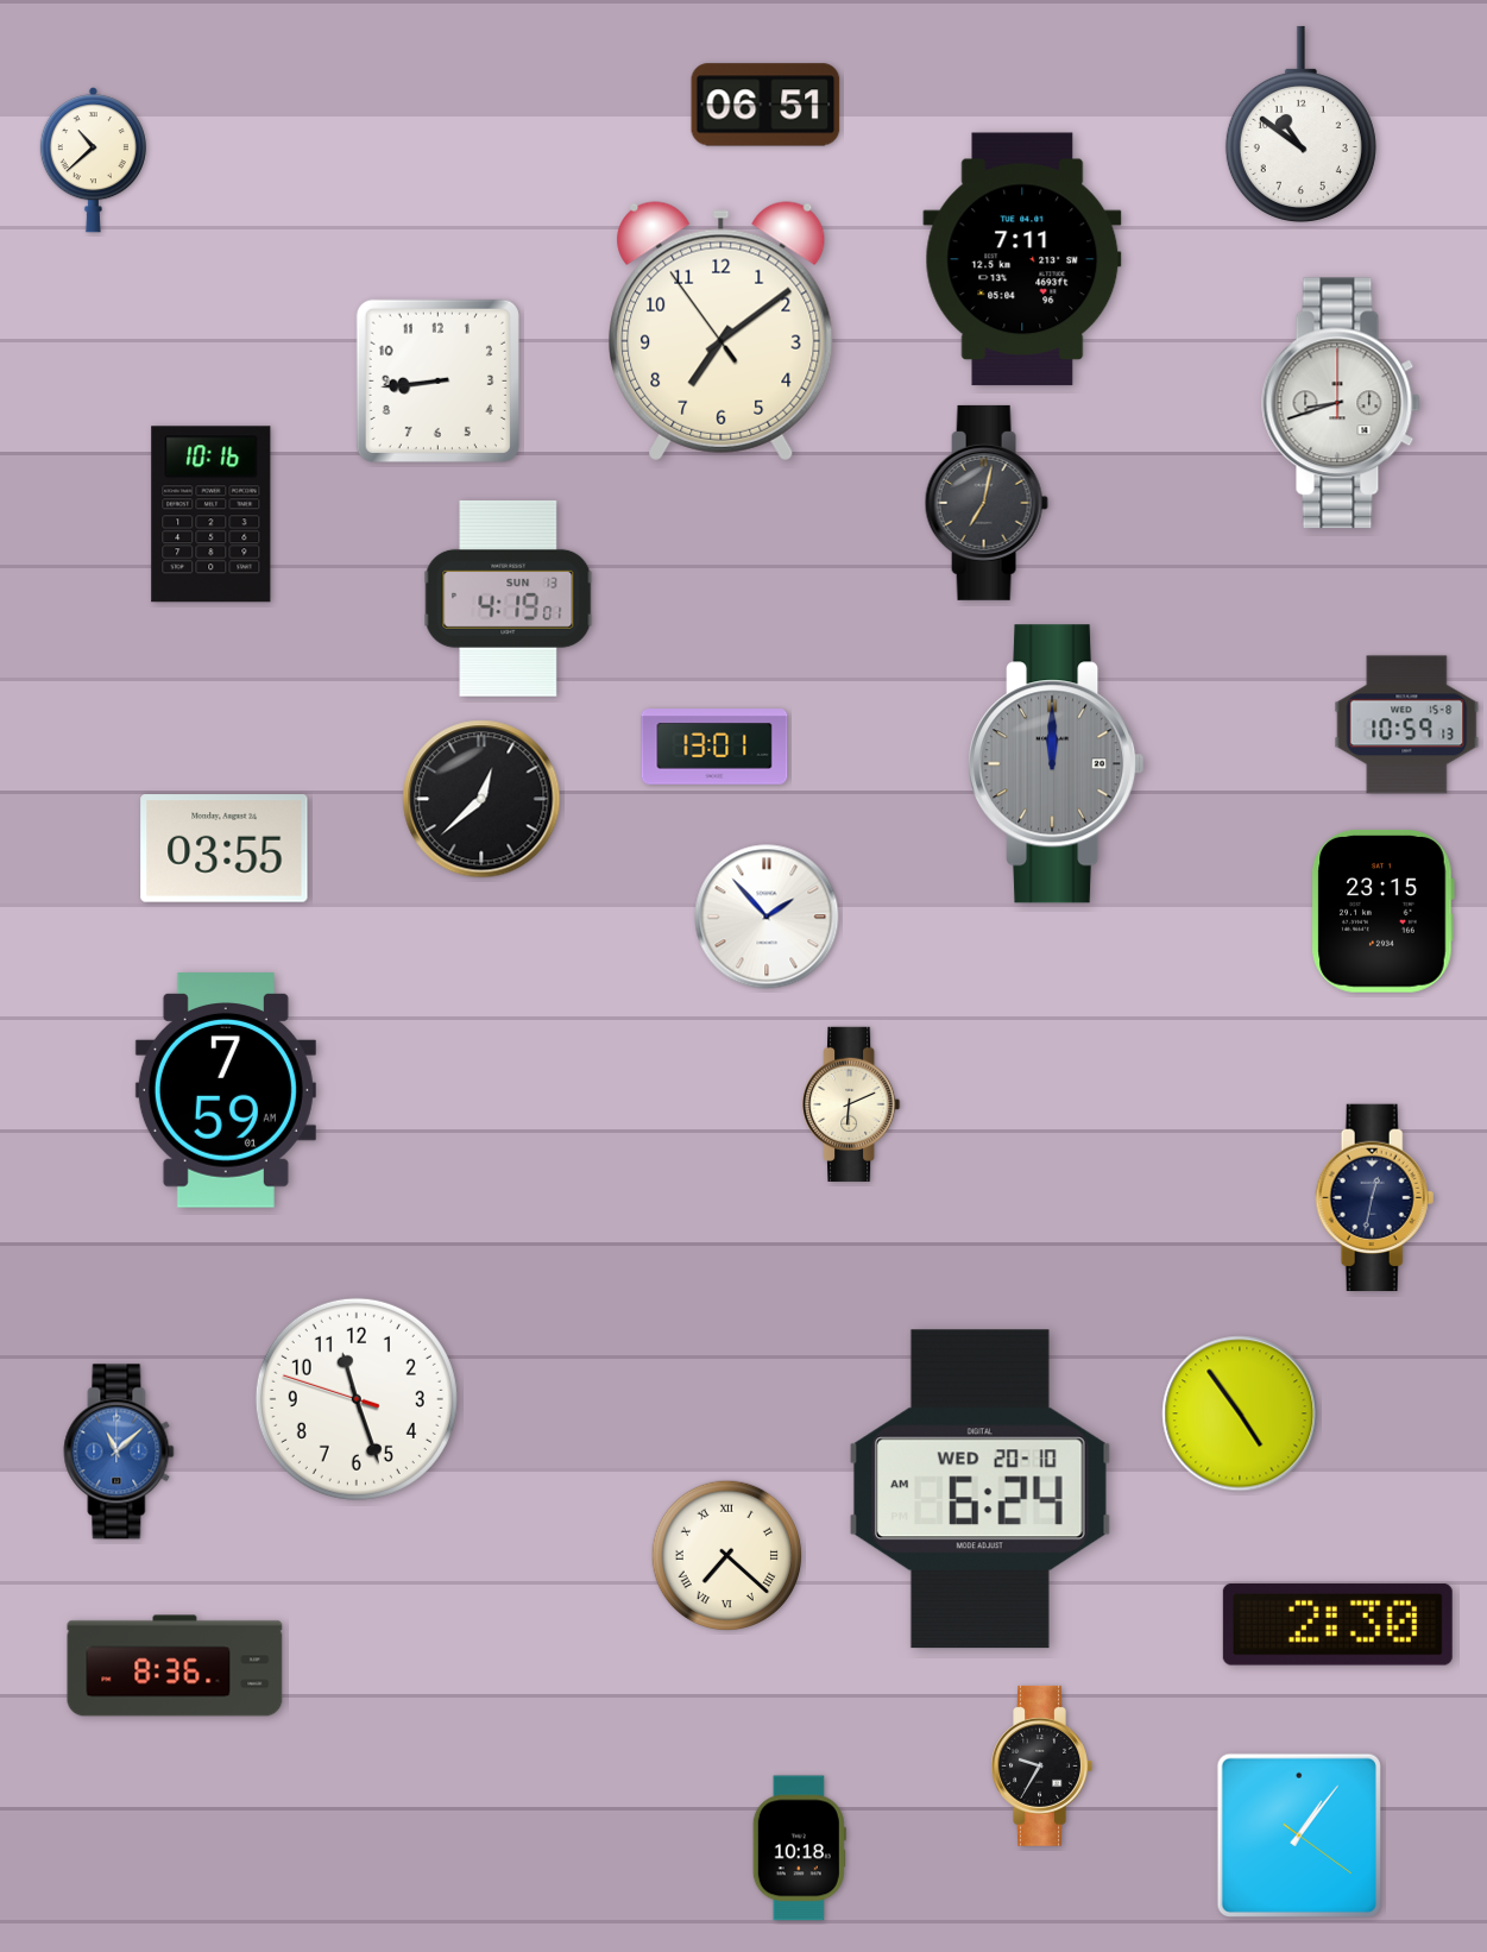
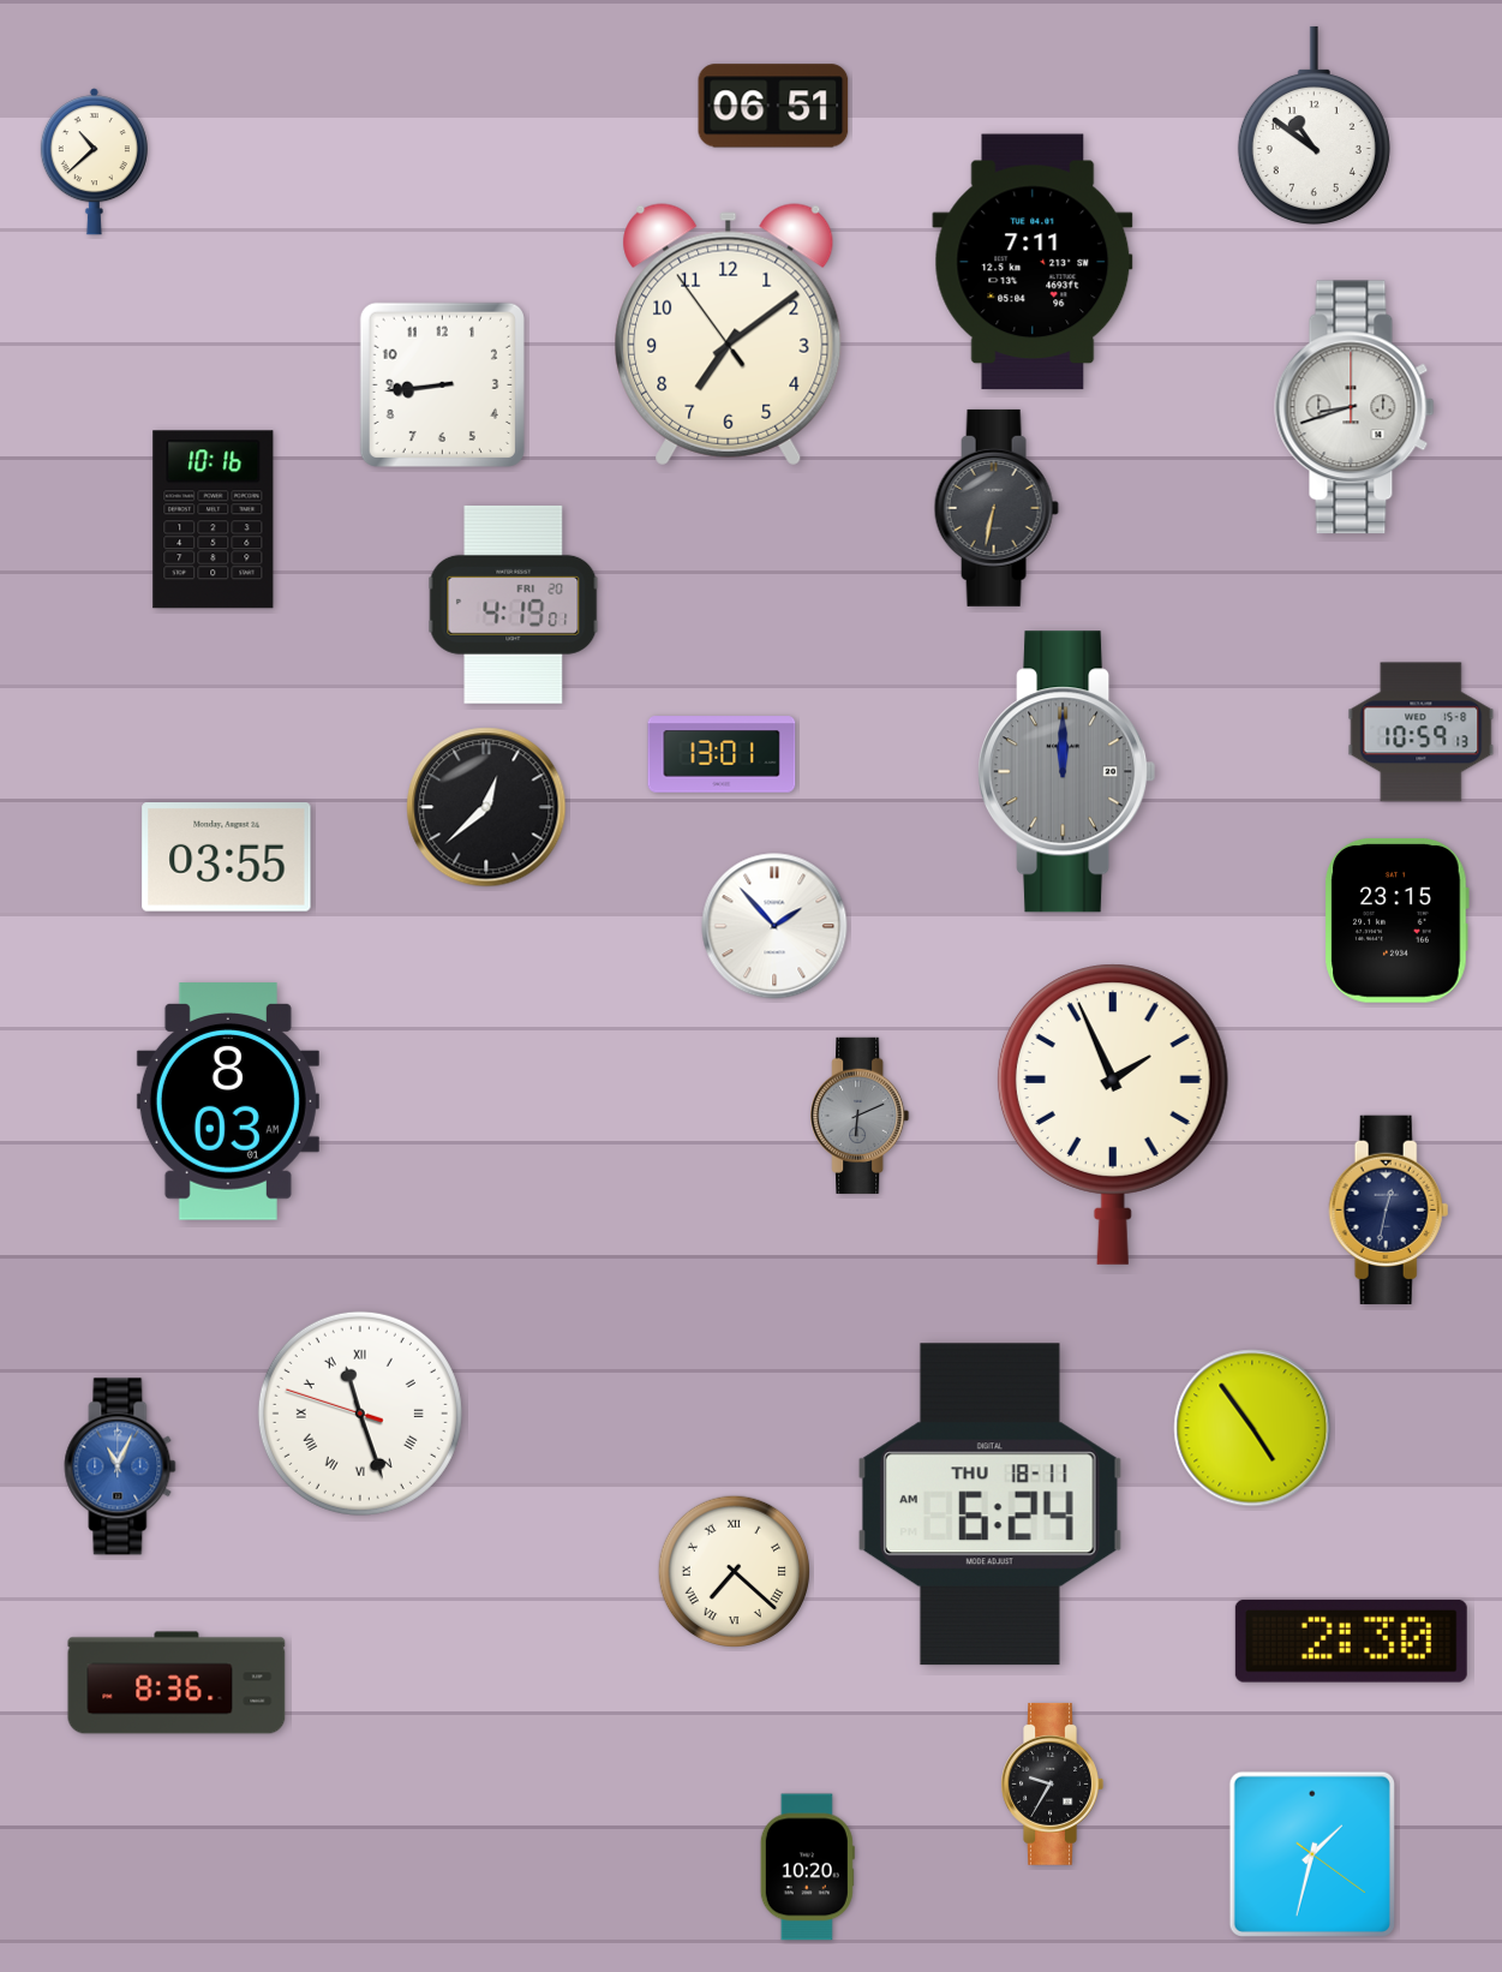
clock at (987, 503): 7:02 -> 6:32
clock at (509, 598) date: SUN 13 -> FRI 20
clock at (226, 1090): 7:59 -> 8:03
clock at (1113, 1115): none -> 1:56
clock at (851, 1104) dial: cream -> grey
clock at (357, 1399) numerals: Arabic -> Roman
clock at (119, 1452): 11:08 -> 11:04
clock at (979, 1490) date: WED 20-10 -> THU 18-11
clock at (1299, 1835): 1:06 -> 1:32
clock at (799, 1849): 10:18 -> 10:20
